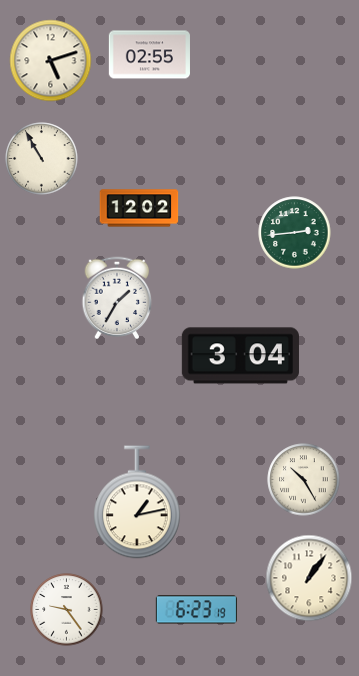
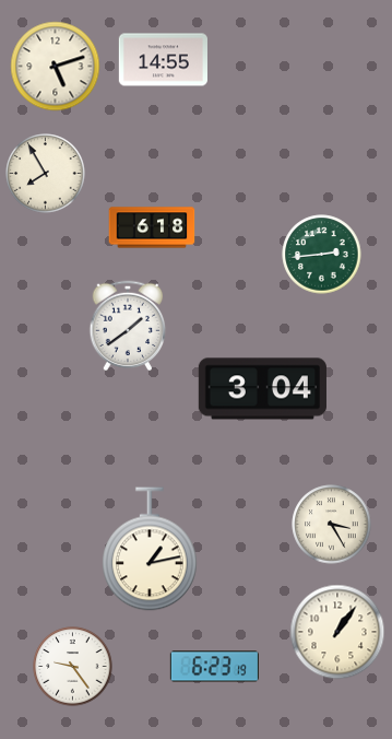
clock at (149, 55): 02:55 -> 14:55
clock at (42, 159): 10:55 -> 7:55
clock at (139, 208): 12:02 -> 6:18
clock at (117, 298): 1:35 -> 1:39
clock at (304, 480): 10:25 -> 3:25
